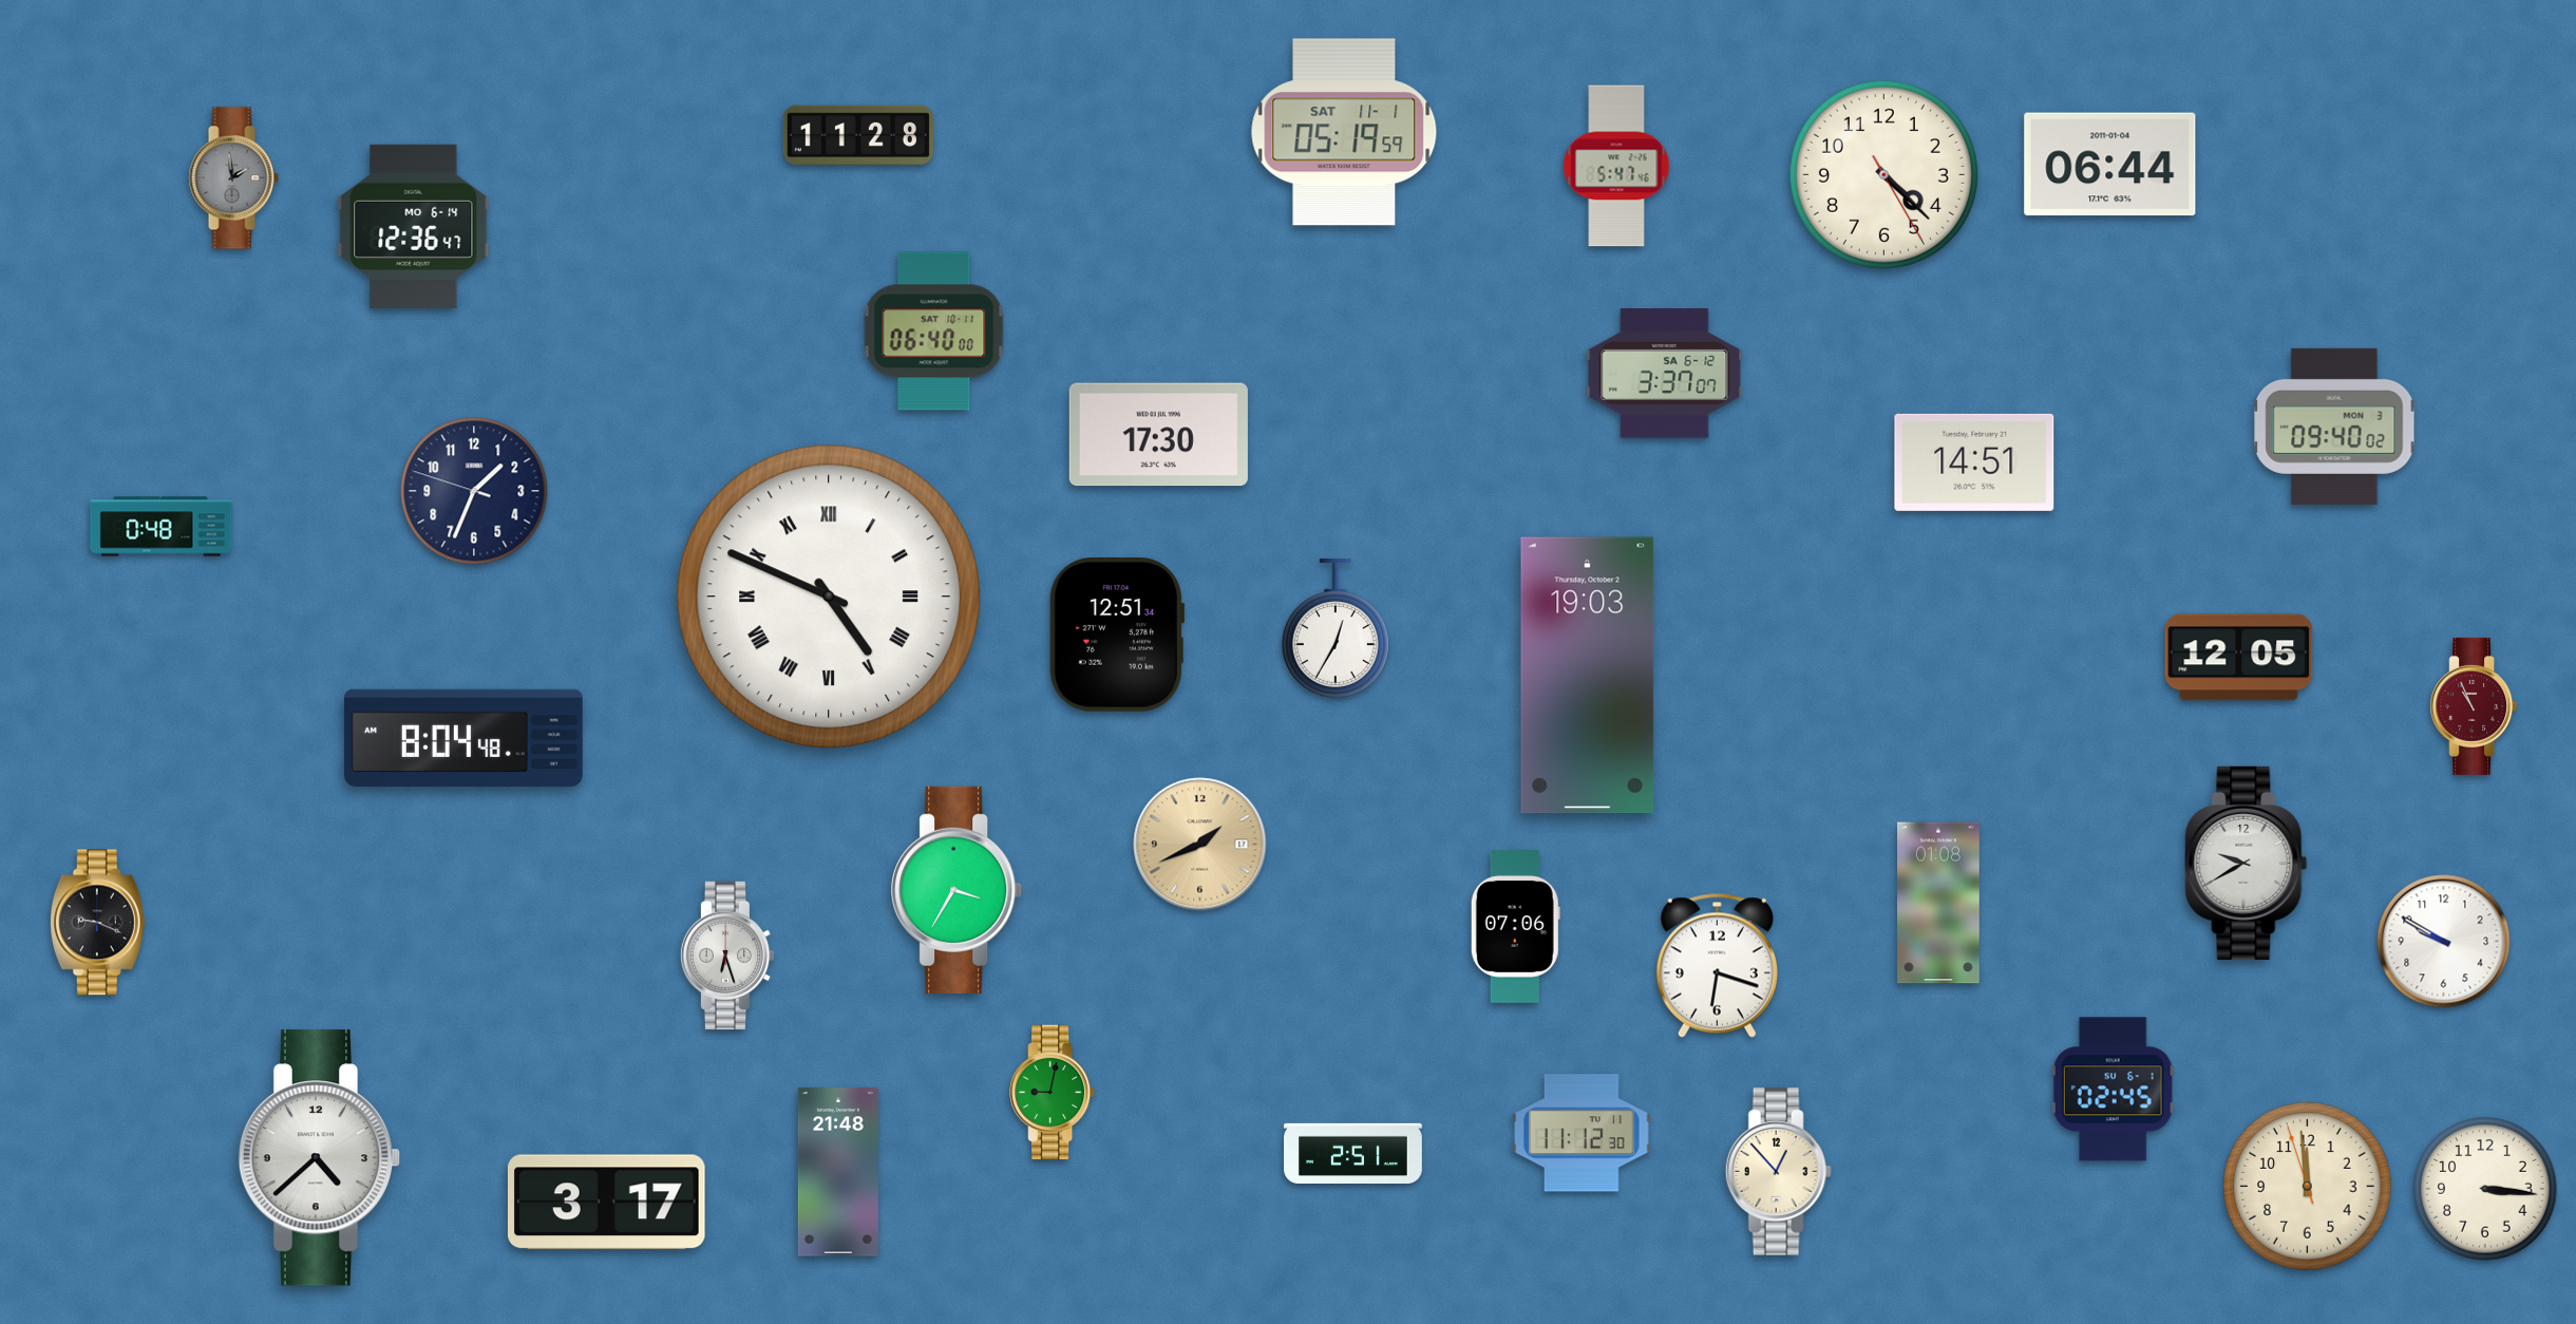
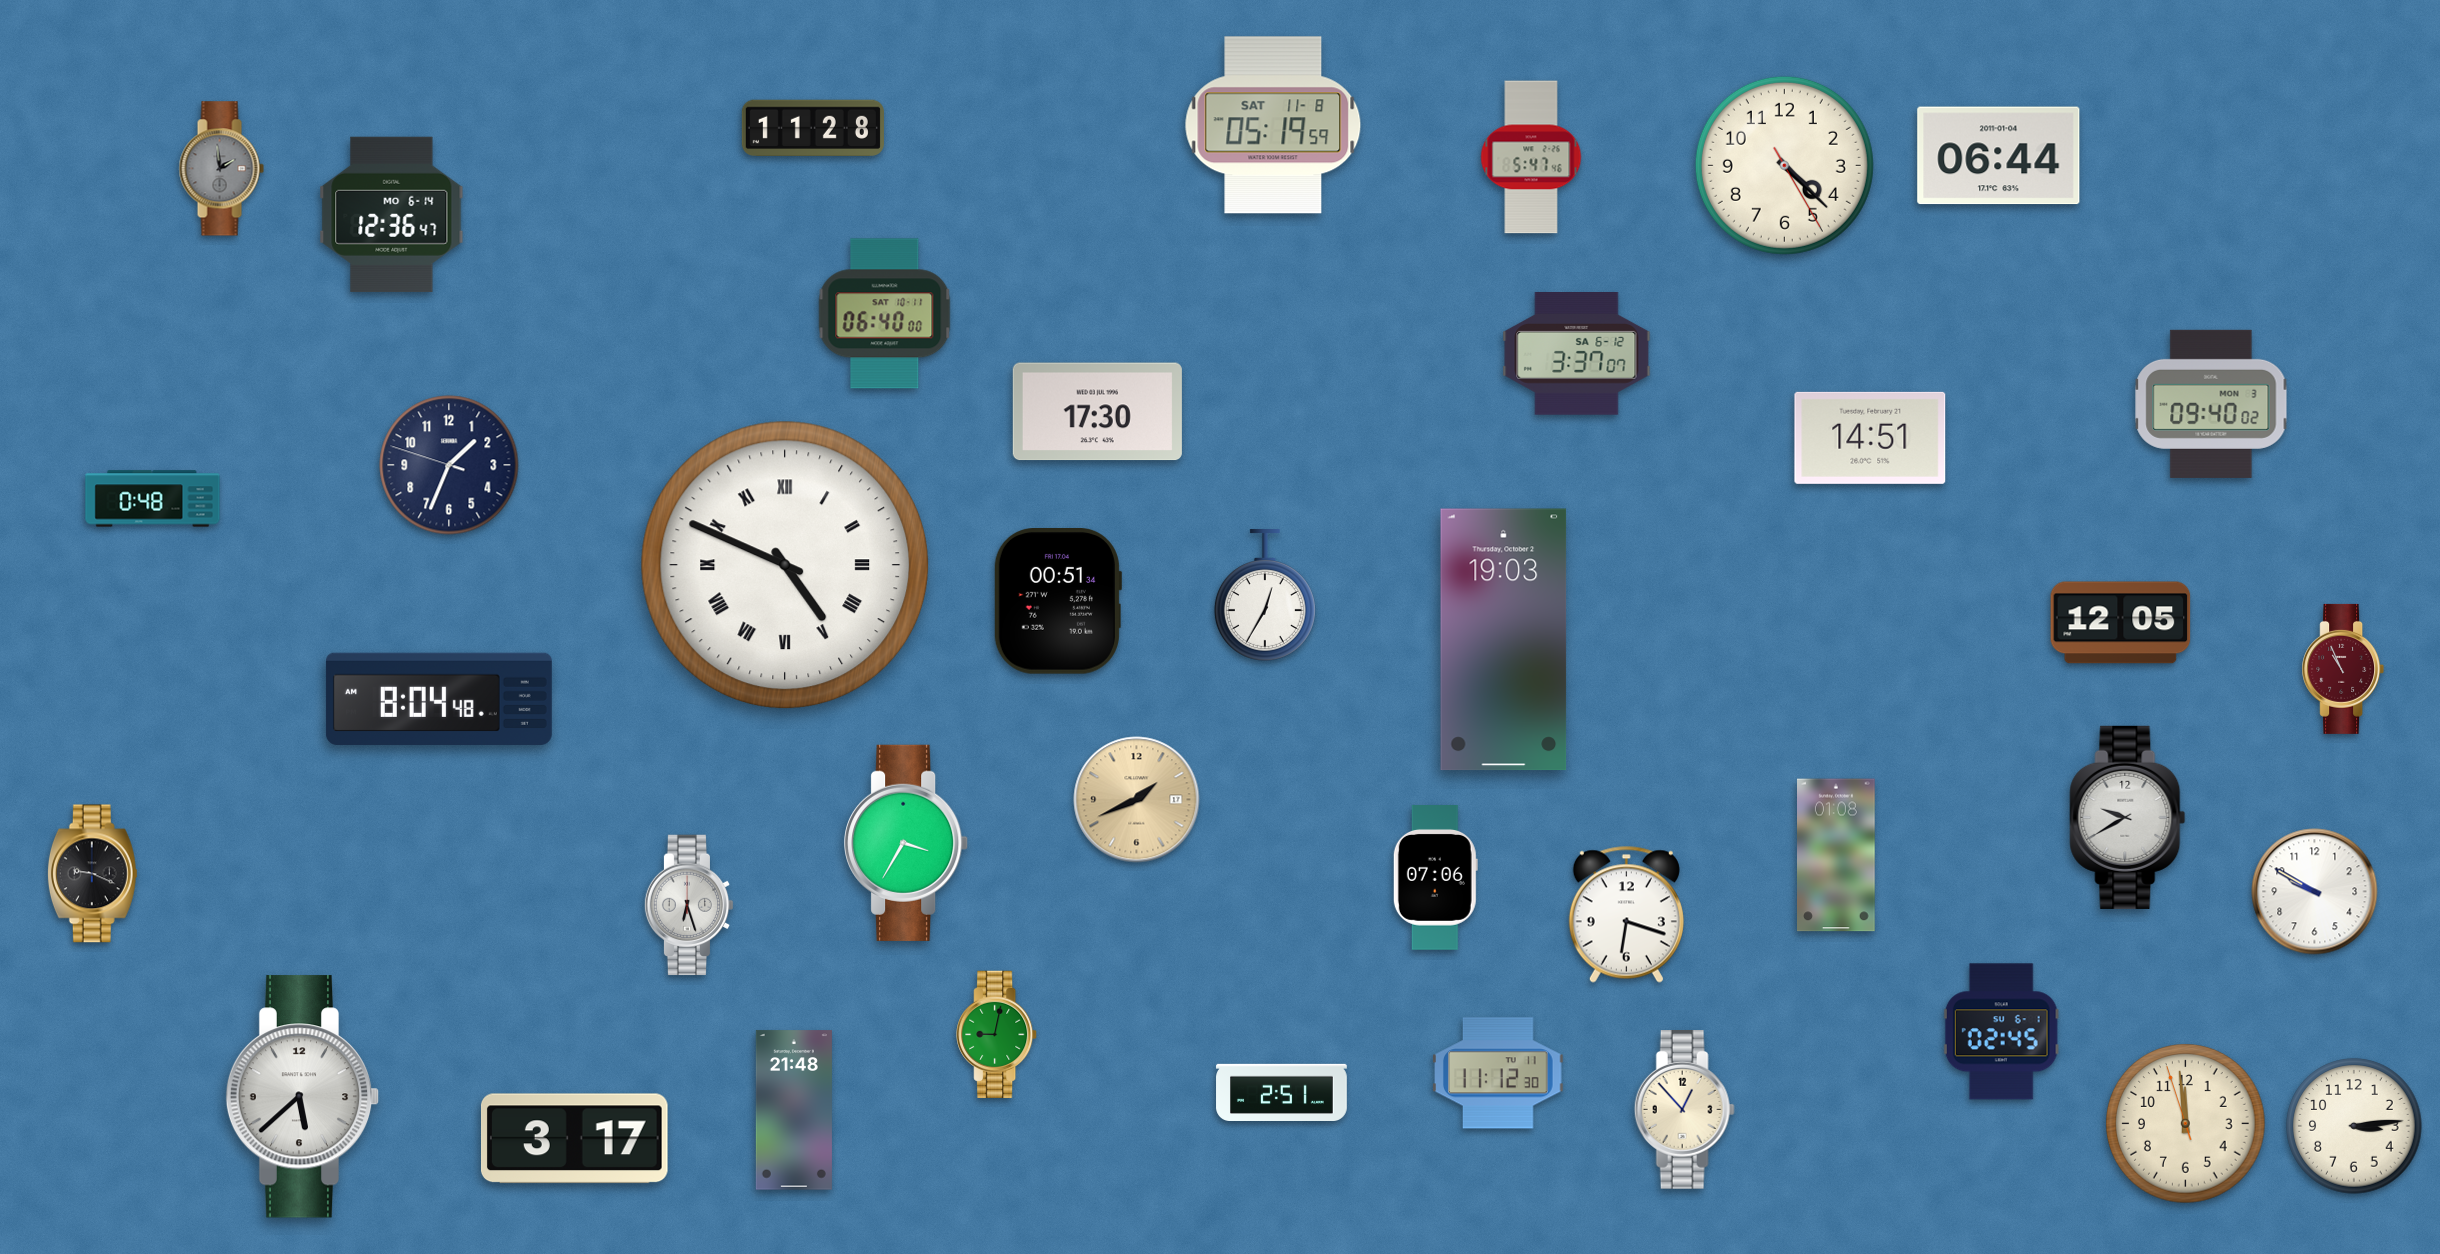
clock at (1344, 132) date: SAT 11-1 -> SAT 11-8
clock at (1116, 636): 12:51 -> 00:51
clock at (320, 1158): 4:38 -> 5:38
clock at (2485, 1189): 3:16 -> 3:14
